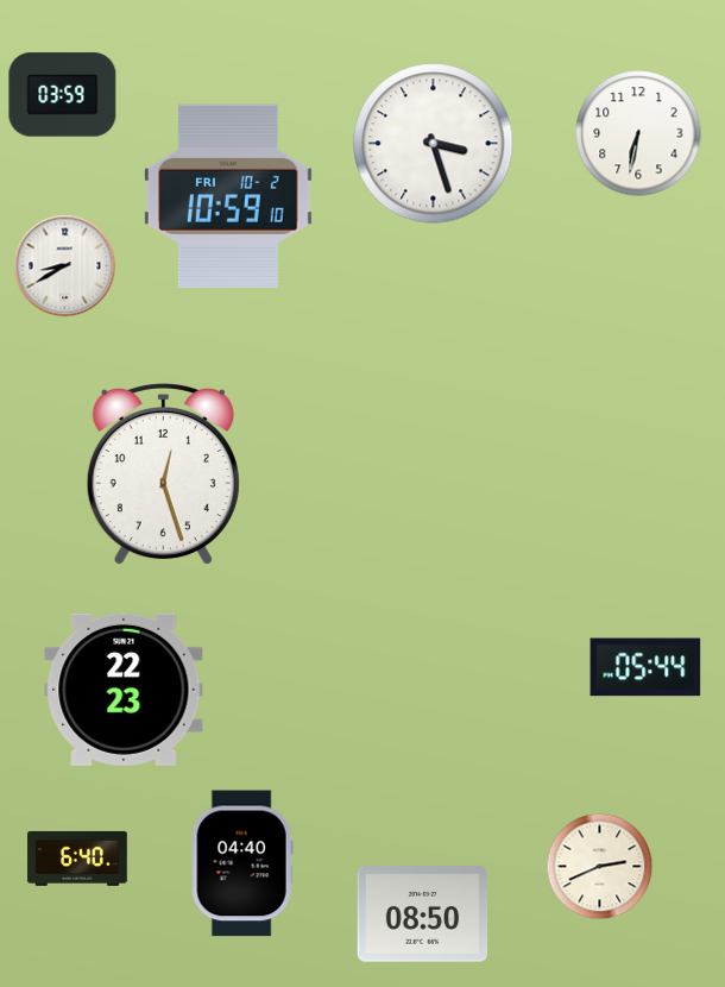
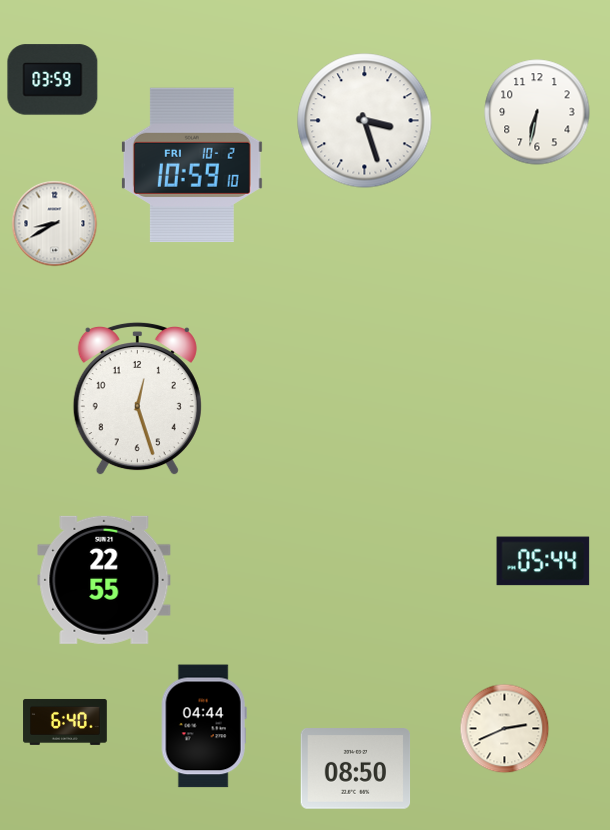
clock at (124, 690): 22:23 -> 22:55
clock at (242, 863): 04:40 -> 04:44
